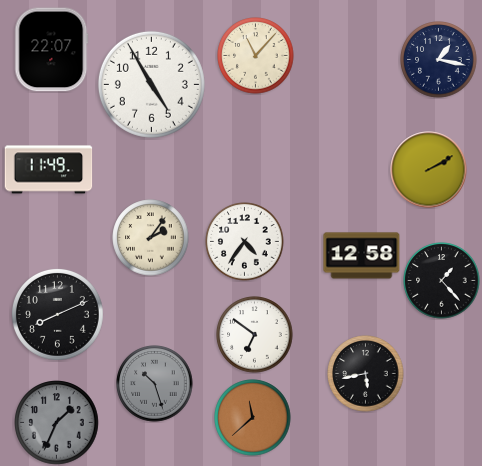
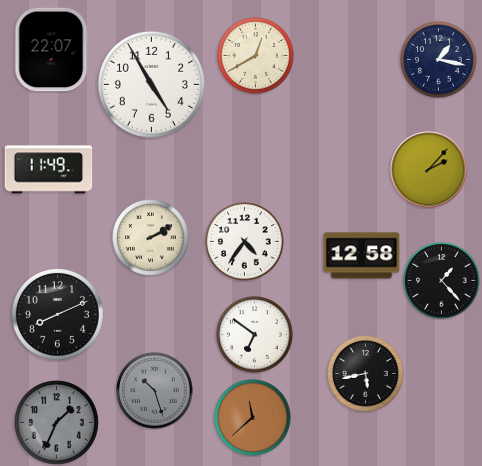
clock at (256, 56): 11:07 -> 12:40
clock at (429, 170): 2:10 -> 2:07
clock at (151, 238): 2:06 -> 2:10
clock at (155, 384) position: (155, 384) -> (155, 391)
